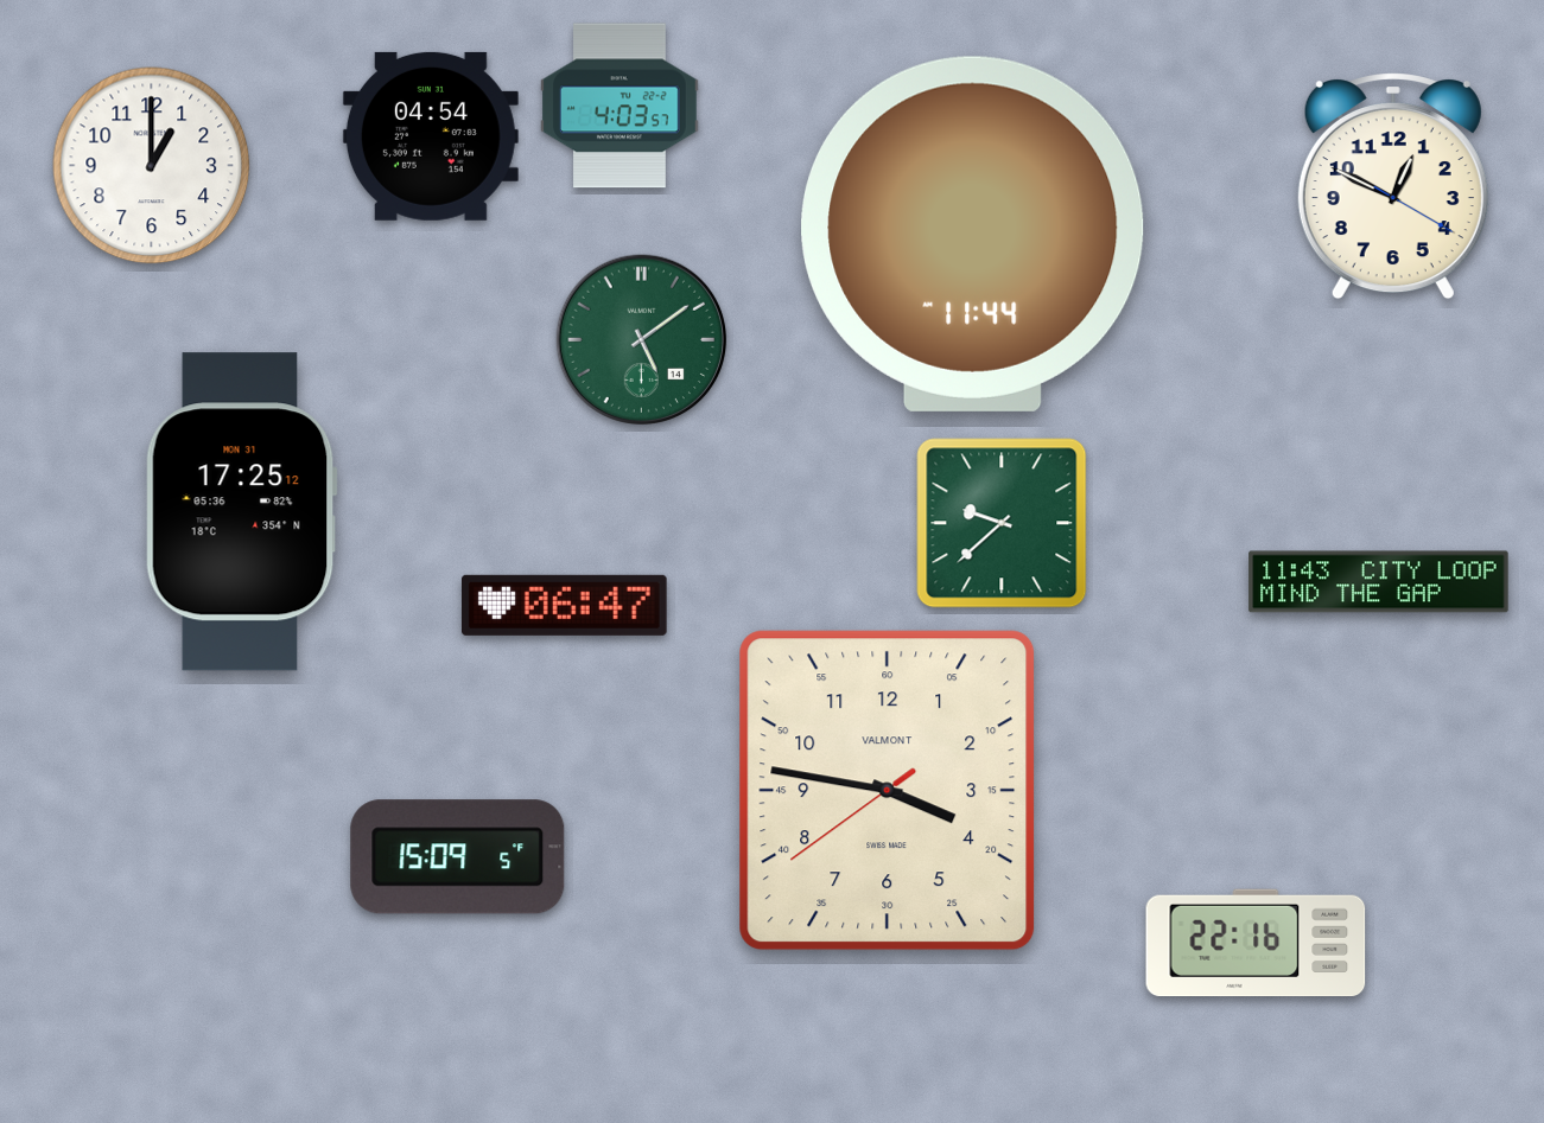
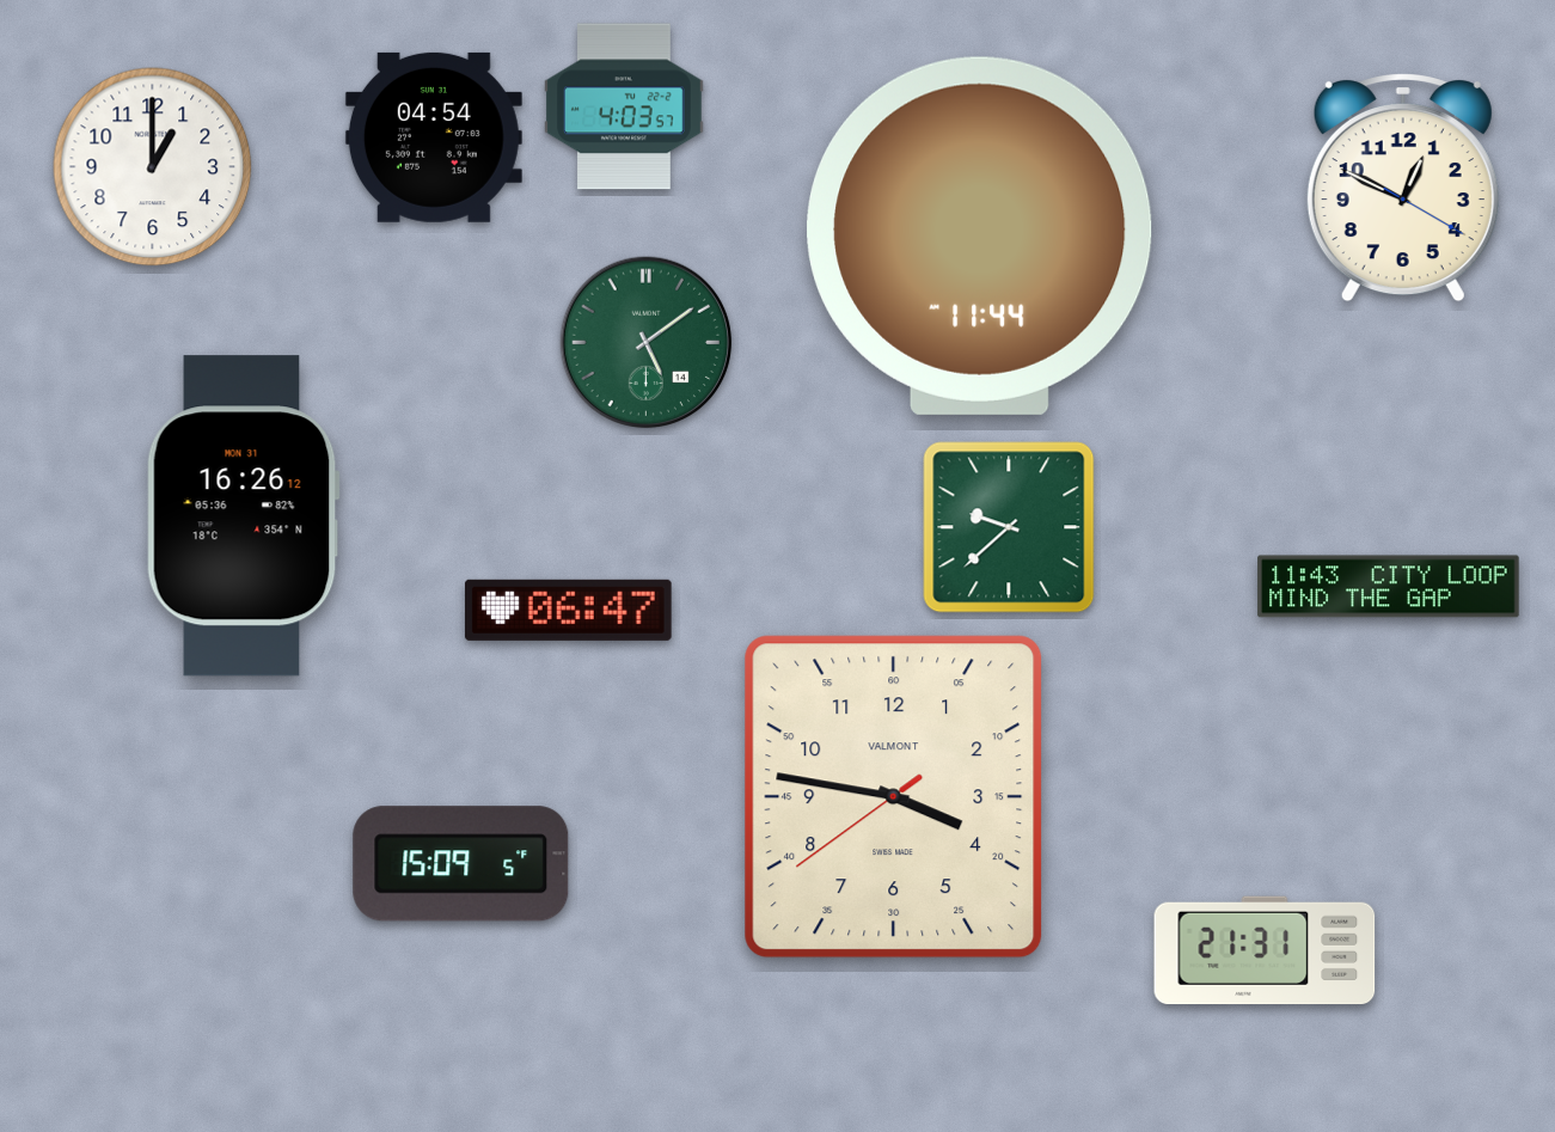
clock at (241, 512): 17:25 -> 16:26
clock at (1256, 943): 22:16 -> 21:31
